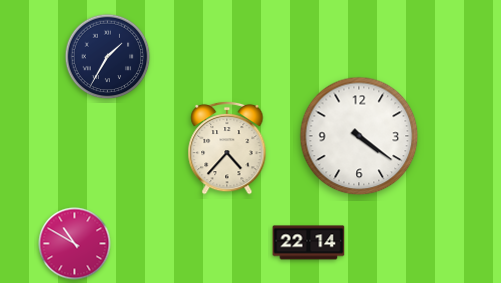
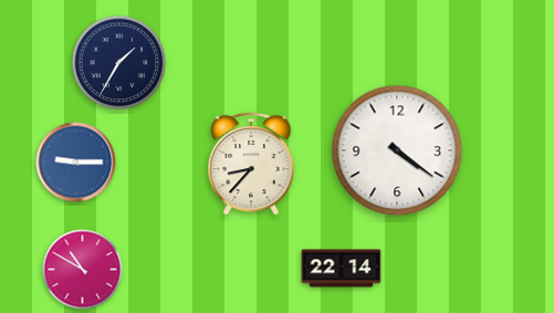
clock at (76, 163): none -> 9:15
clock at (227, 148): 4:37 -> 8:37
